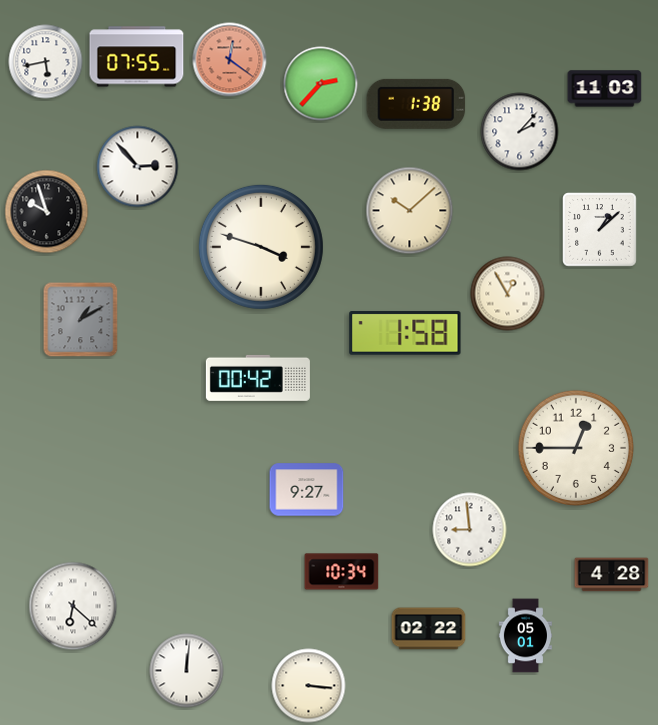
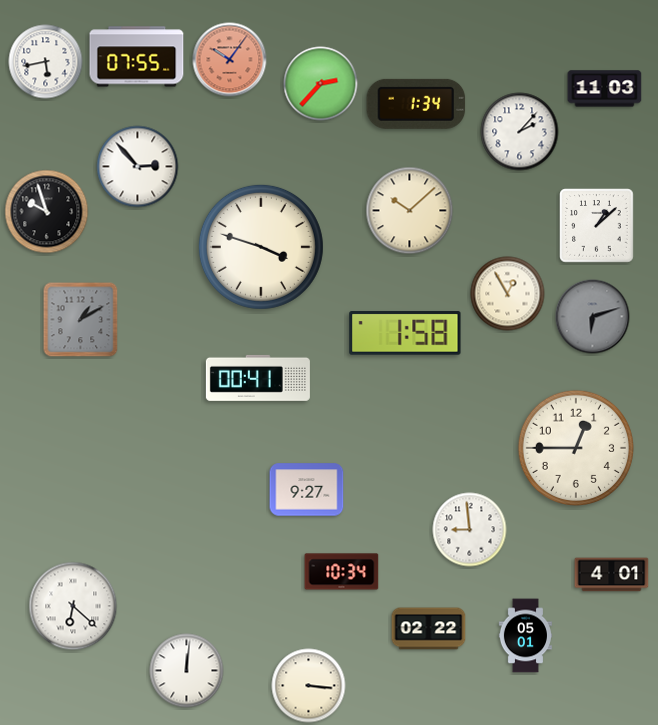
clock at (230, 60): 12:21 -> 10:06
clock at (416, 104): 1:38 -> 1:34
clock at (600, 230) position: (600, 230) -> (597, 226)
clock at (593, 317): none -> 6:12
clock at (258, 378): 00:42 -> 00:41
clock at (612, 575): 4:28 -> 4:01
